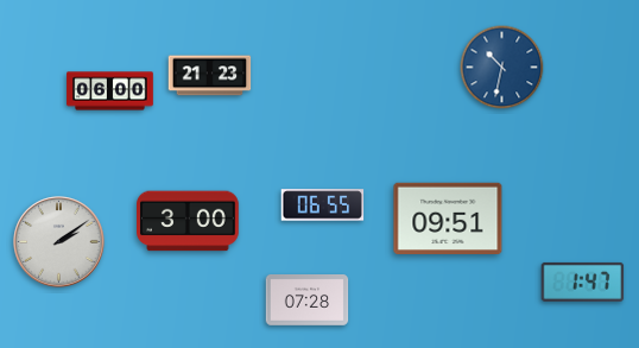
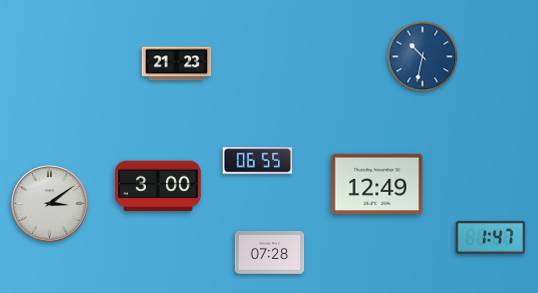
clock at (110, 91): 06:00 -> none
clock at (323, 205) position: (323, 205) -> (258, 161)
clock at (448, 217): 09:51 -> 12:49
clock at (59, 242): 2:09 -> 3:09
clock at (308, 300) position: (308, 300) -> (270, 253)
